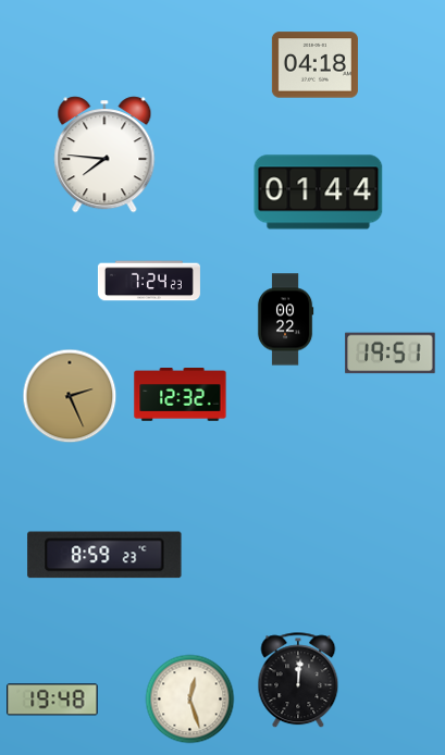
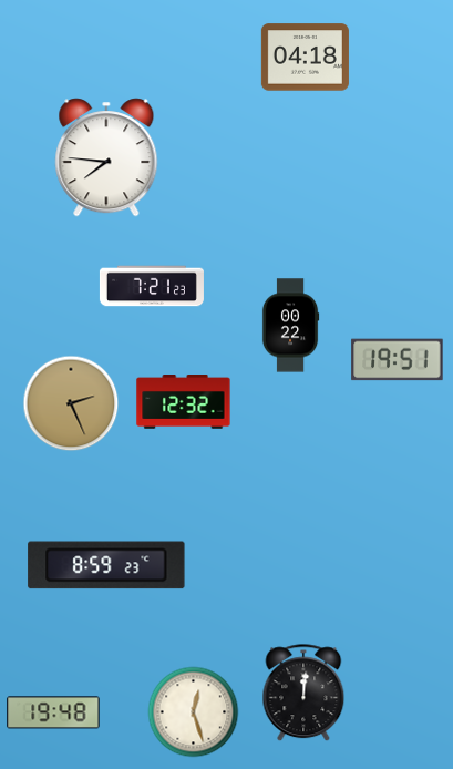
clock at (314, 65) position: (314, 65) -> (305, 58)
clock at (319, 193): 01:44 -> none
clock at (149, 281): 7:24 -> 7:21
